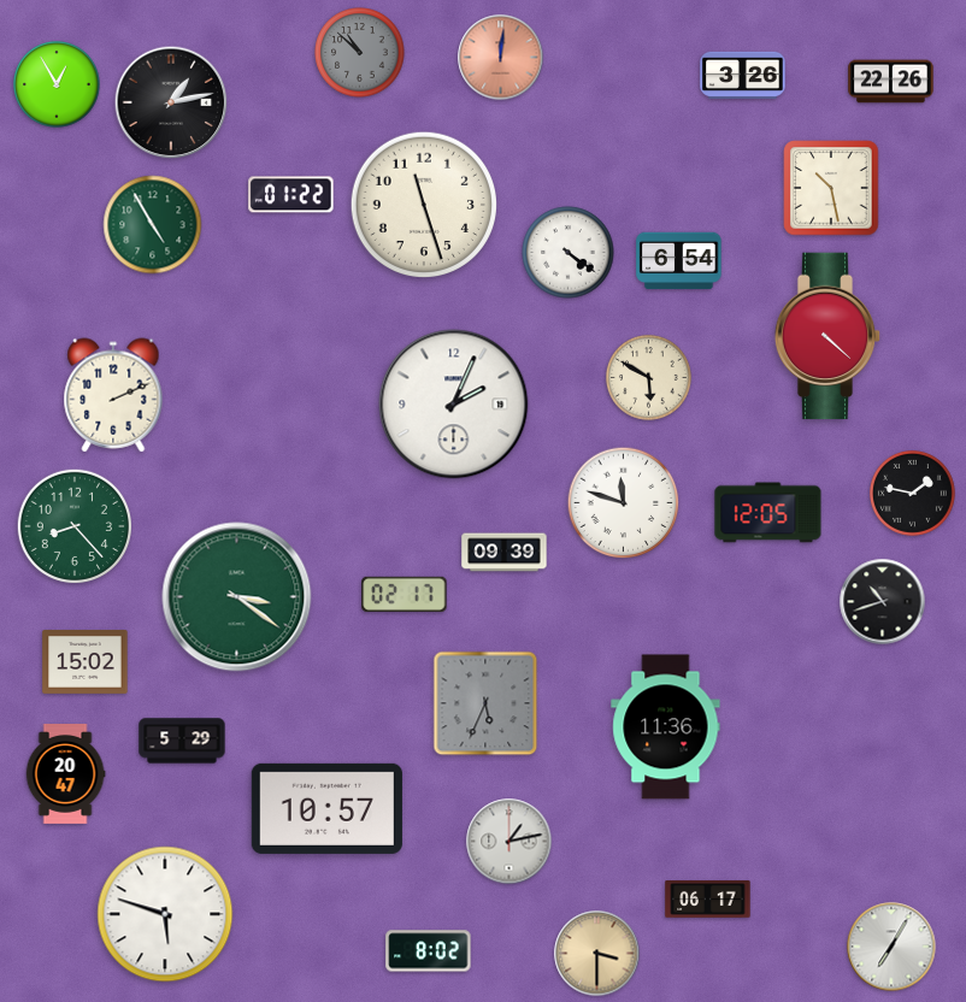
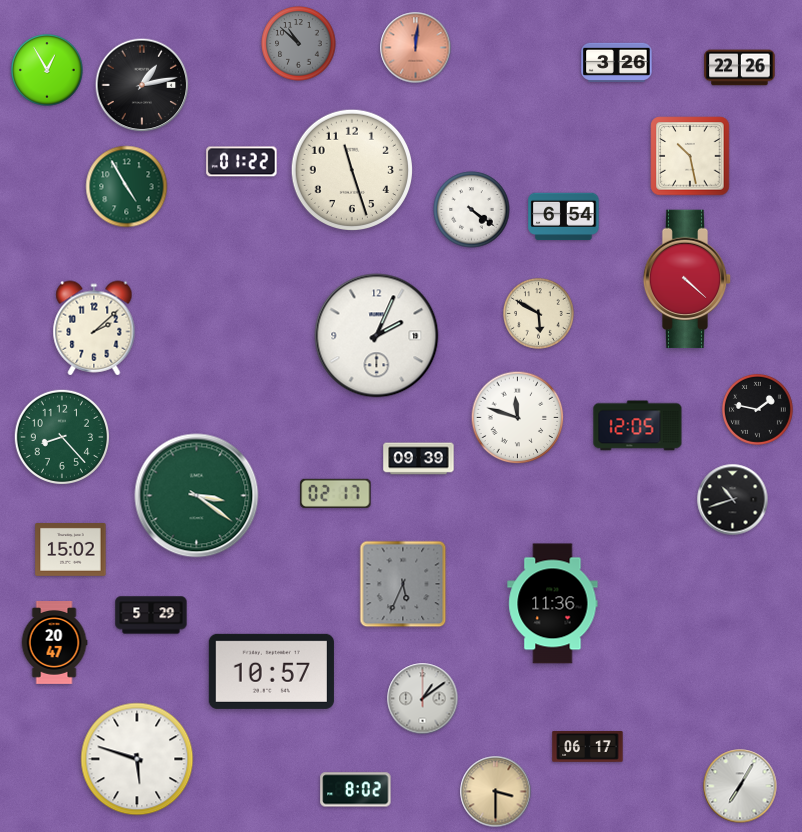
clock at (113, 395): 2:11 -> 2:08
clock at (509, 842): 1:13 -> 1:09
